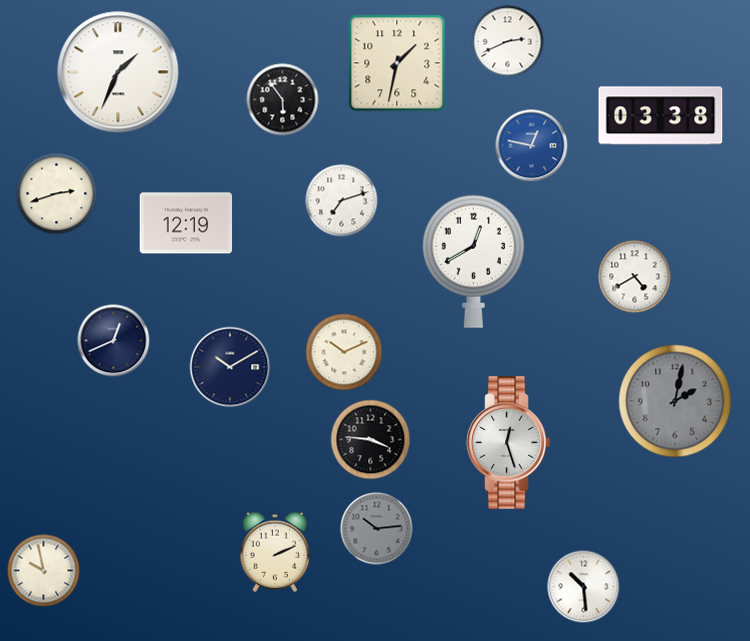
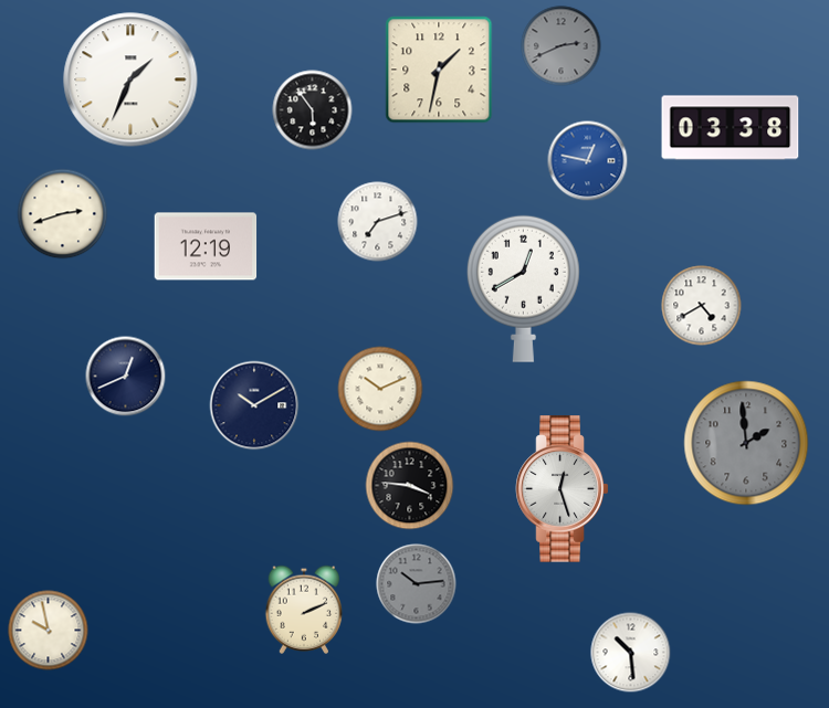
clock at (508, 42) dial: white -> grey
clock at (675, 401): 2:02 -> 1:59
clock at (584, 587) position: (584, 587) -> (631, 653)
